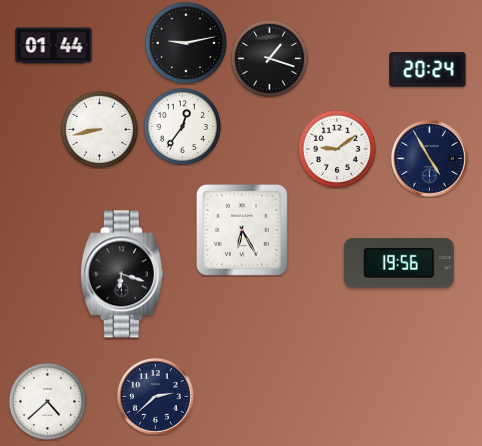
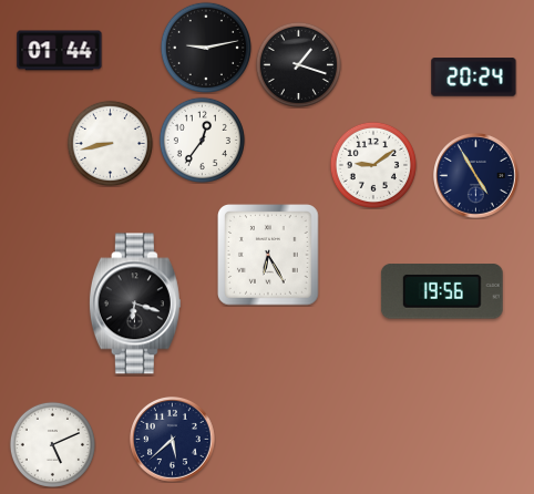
clock at (156, 397): 2:38 -> 5:38
clock at (47, 401): 4:38 -> 5:11
